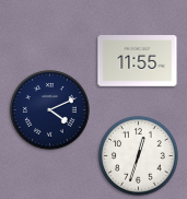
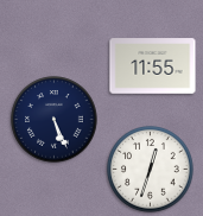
clock at (138, 61) position: (138, 61) -> (153, 66)
clock at (50, 110): 4:11 -> 5:26
